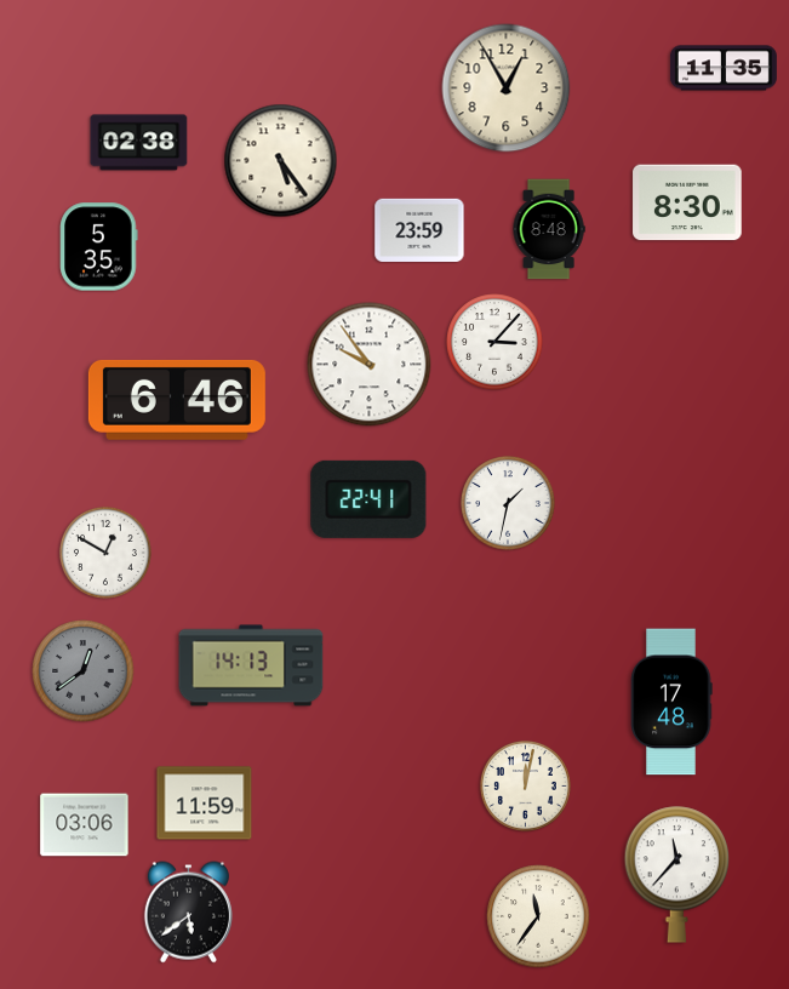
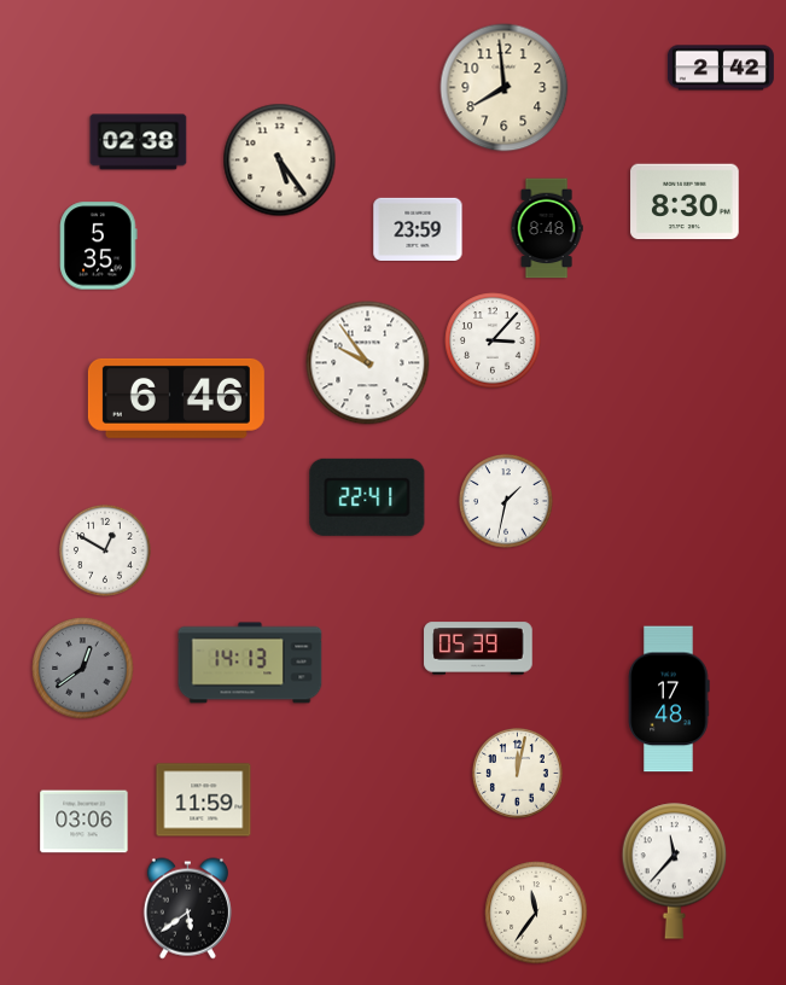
clock at (724, 68): 11:35 -> 2:42
clock at (507, 88): 12:55 -> 7:59
clock at (478, 648): none -> 05:39
clock at (525, 785) position: (525, 785) -> (517, 773)
